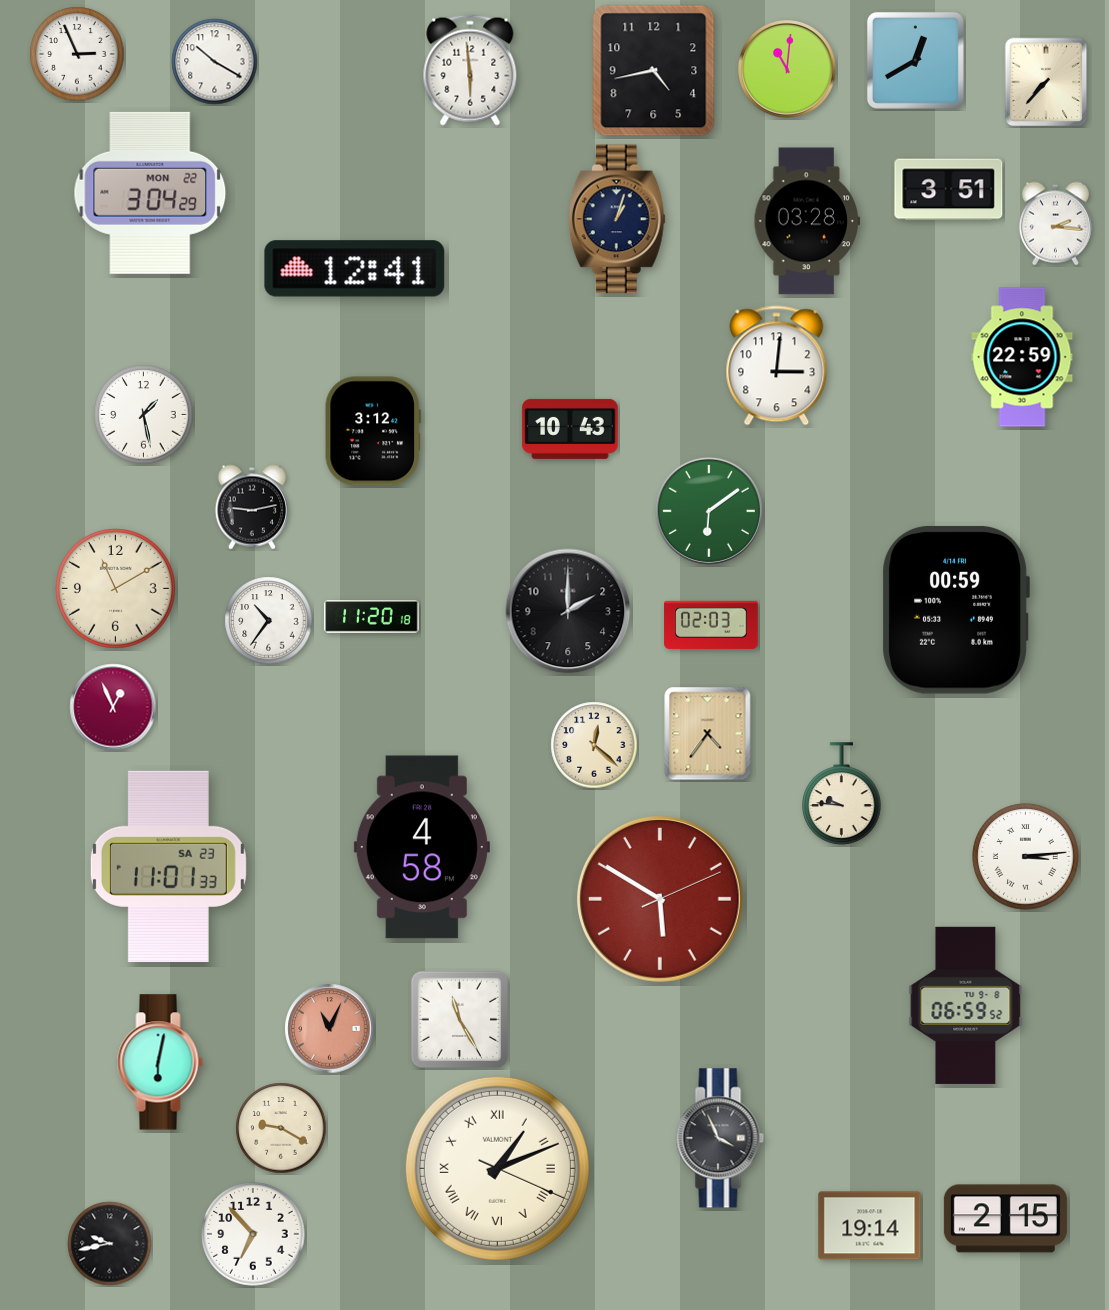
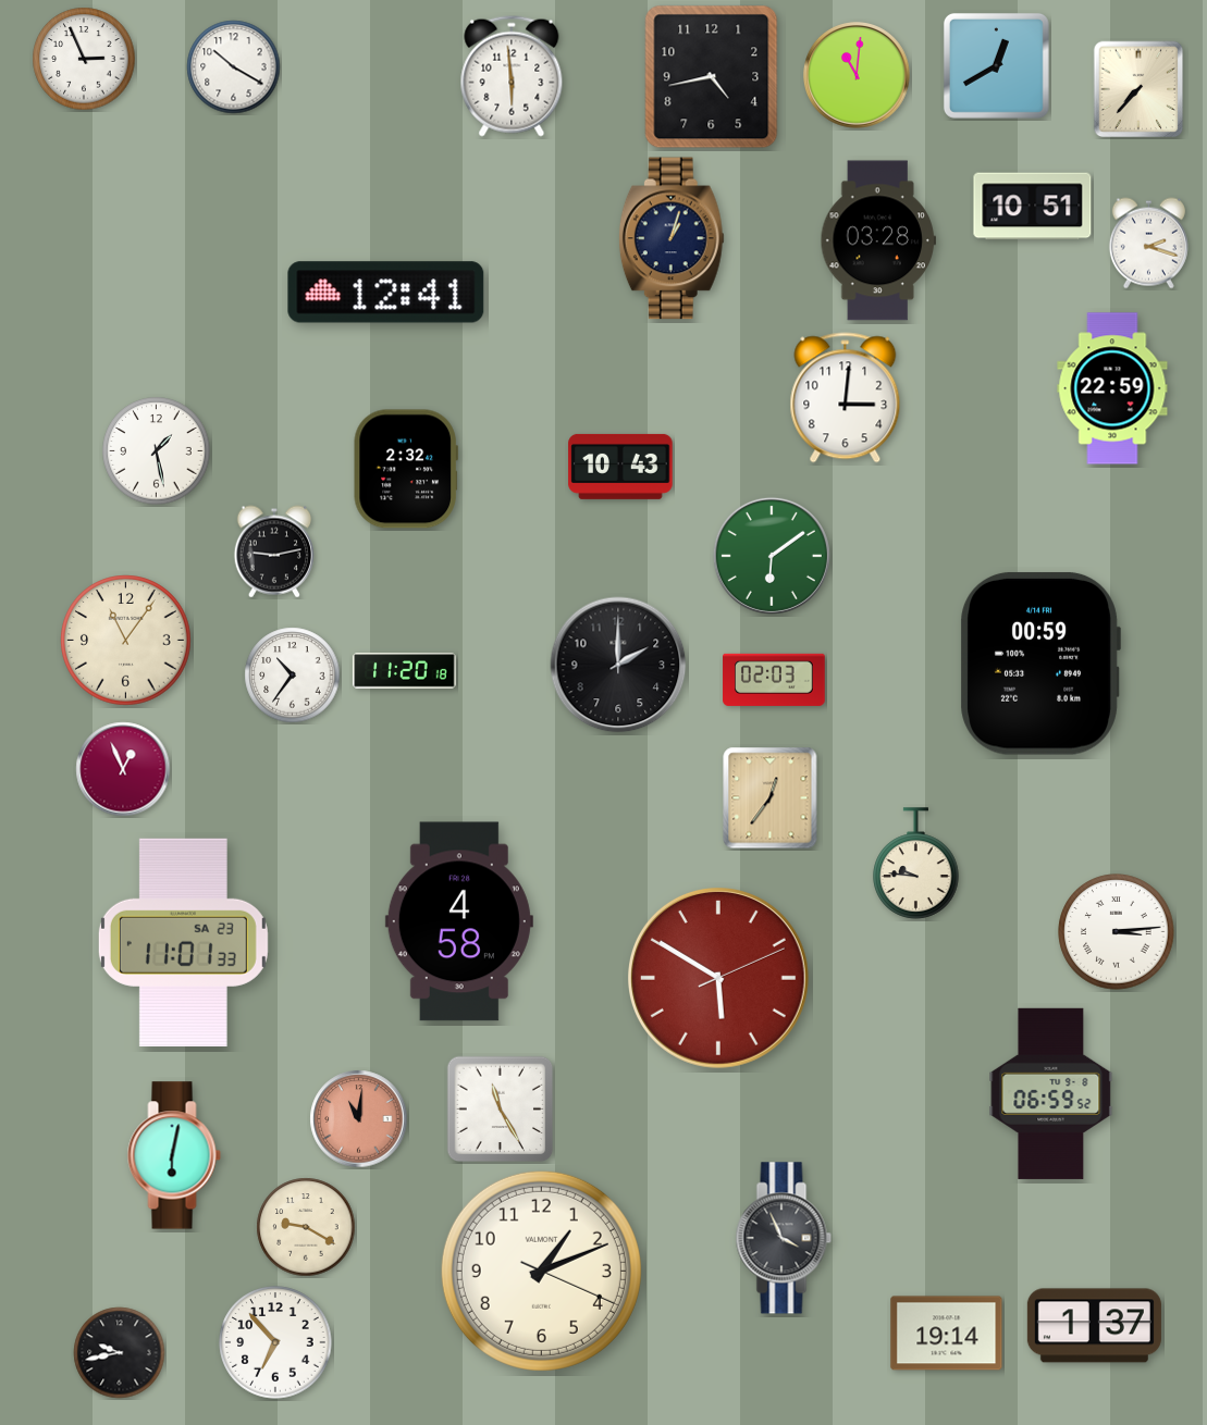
clock at (949, 190): 3:51 -> 10:51
clock at (150, 193): 3:04 -> none
clock at (1055, 224): 2:16 -> 2:18
clock at (373, 431): 3:12 -> 2:32
clock at (116, 589): 11:10 -> 11:06
clock at (708, 734): 4:36 -> 12:36
clock at (594, 745): 12:22 -> none
clock at (330, 1029): 11:04 -> 11:01
clock at (497, 1168) numerals: Roman -> Arabic
clock at (1005, 1219): 2:15 -> 1:37
